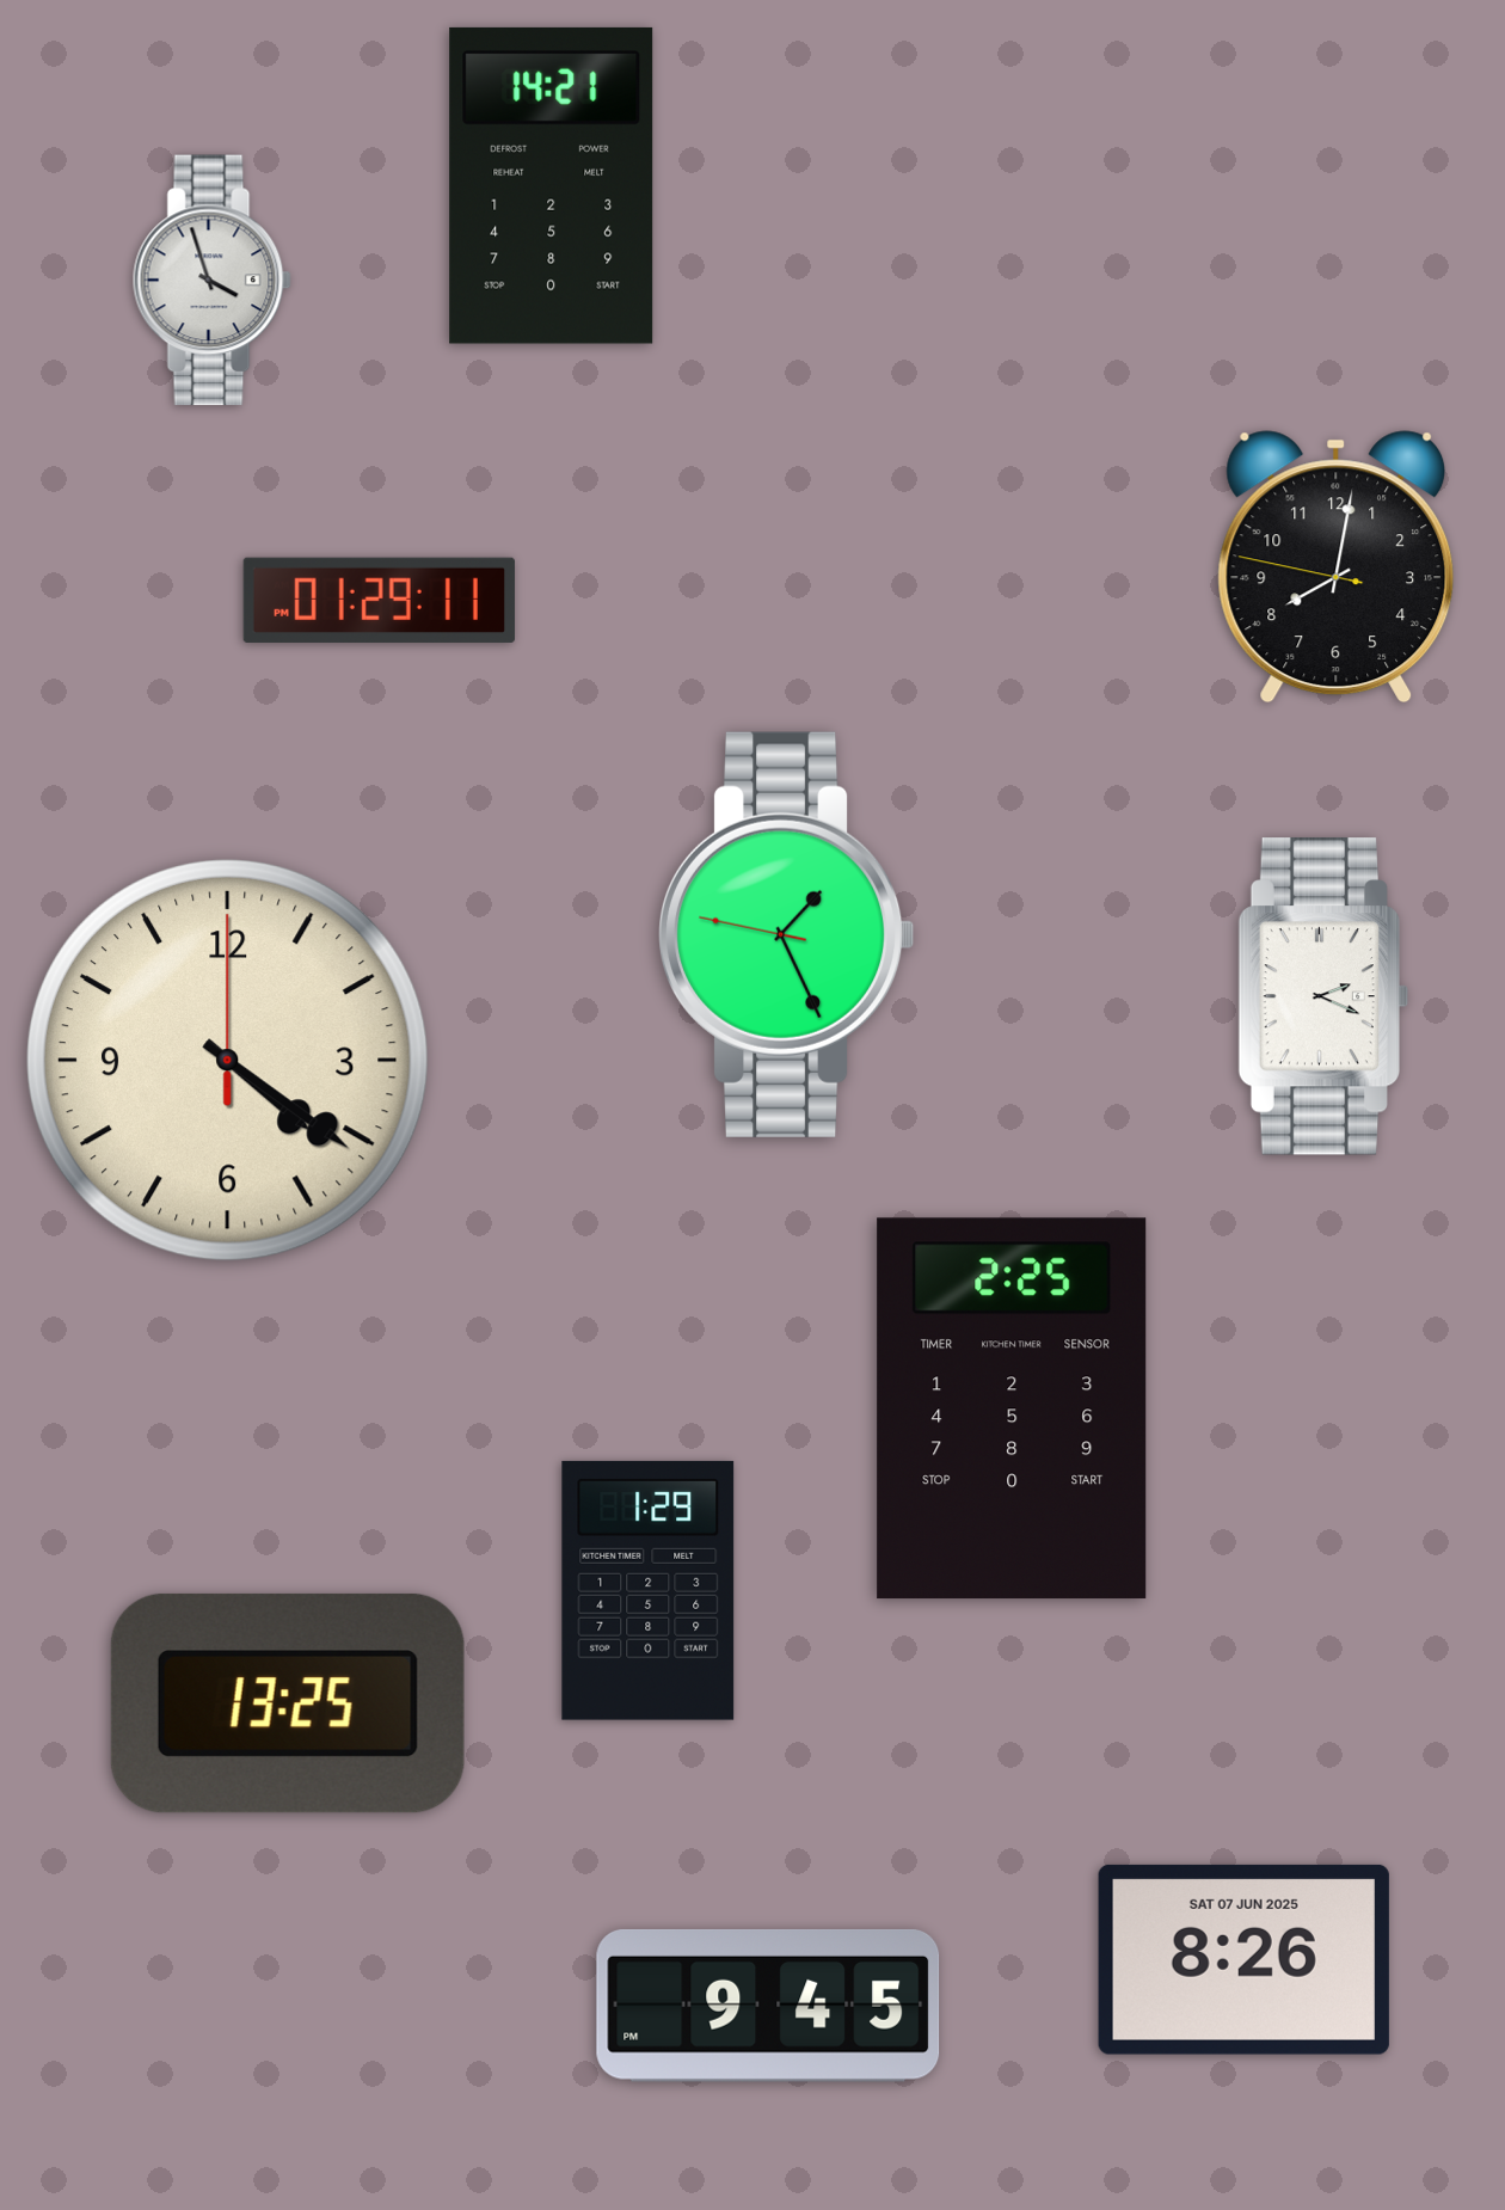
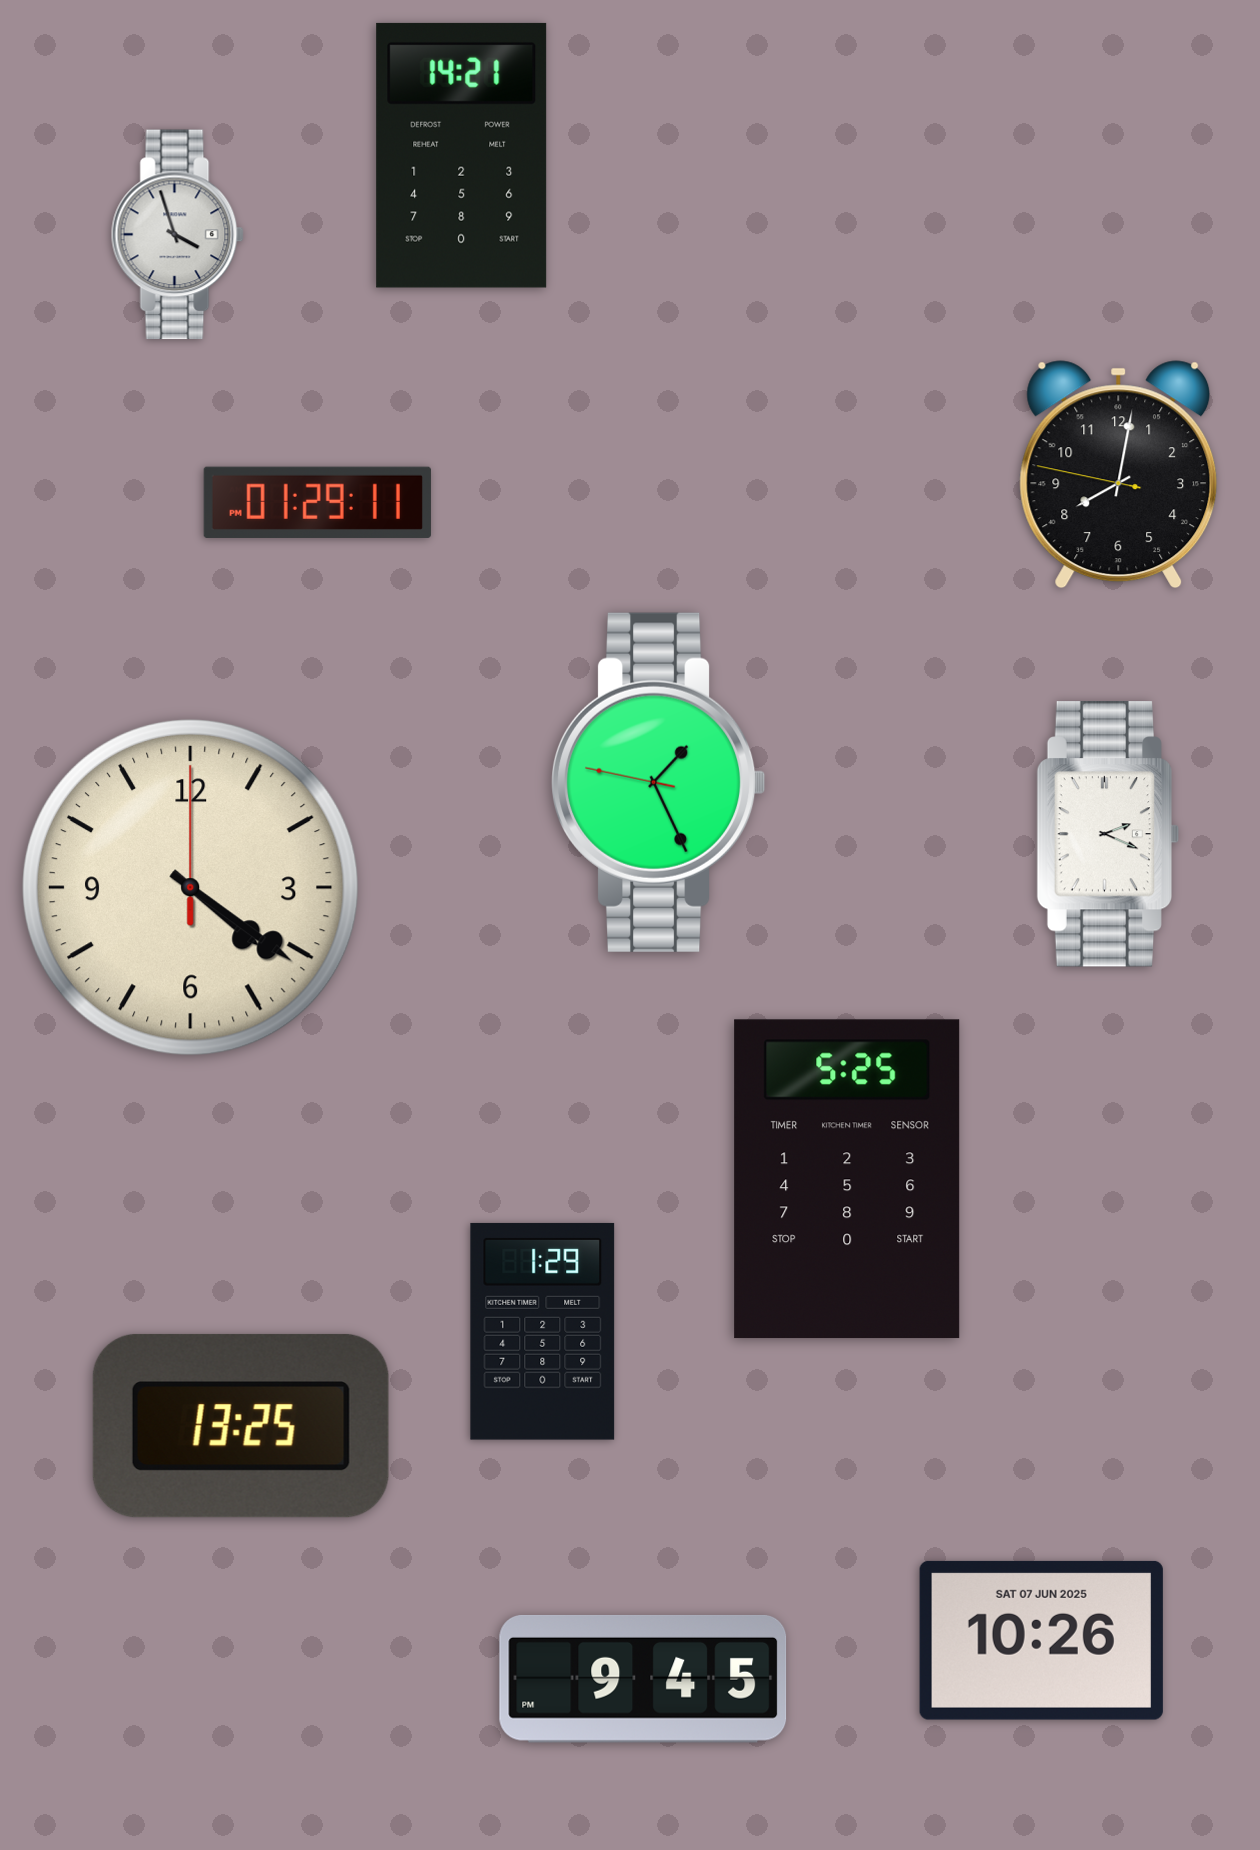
clock at (1012, 1408): 2:25 -> 5:25
clock at (1243, 1959): 8:26 -> 10:26
